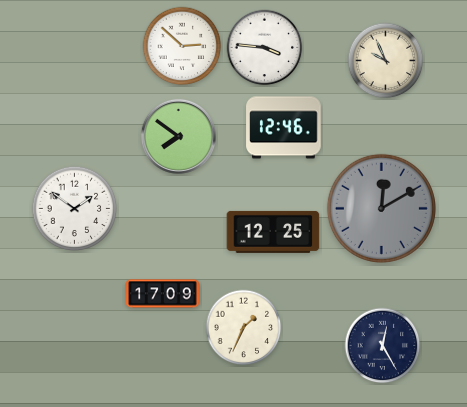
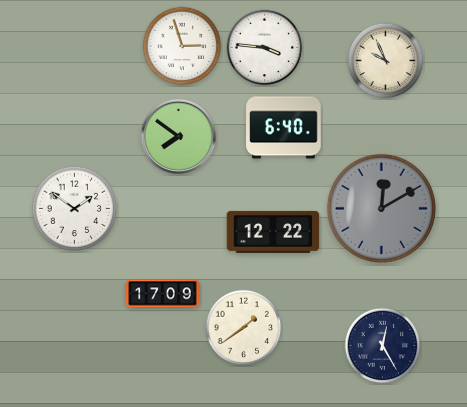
clock at (182, 46): 2:52 -> 2:57
clock at (284, 128): 12:46 -> 6:40
clock at (273, 232): 12:25 -> 12:22
clock at (244, 328): 1:34 -> 1:39
